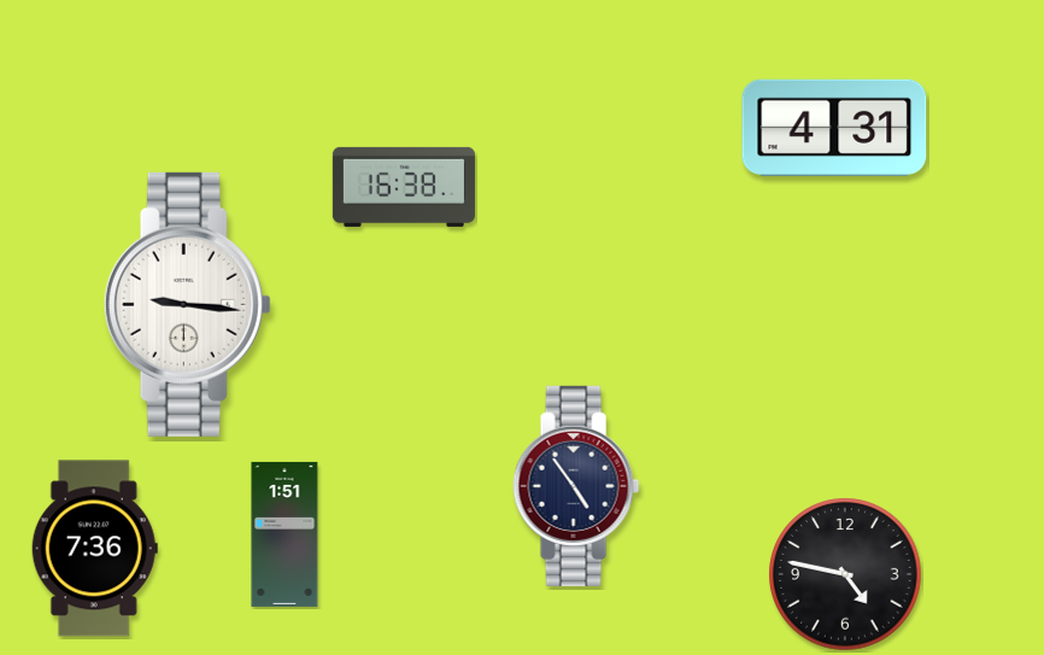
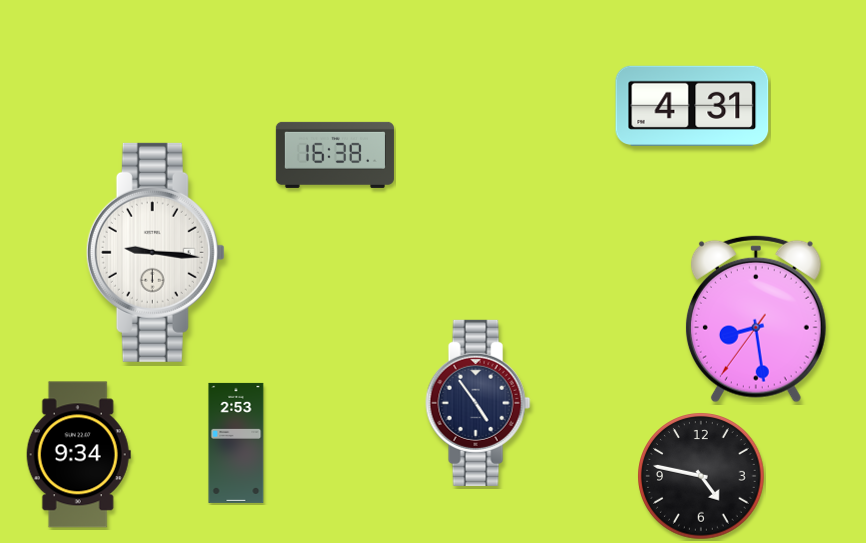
clock at (756, 319): none -> 8:28
clock at (285, 534): 1:51 -> 2:53
clock at (94, 549): 7:36 -> 9:34
